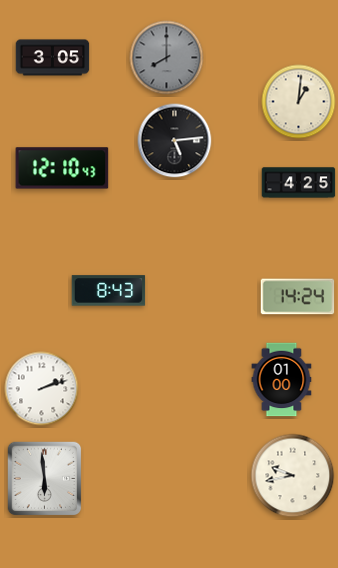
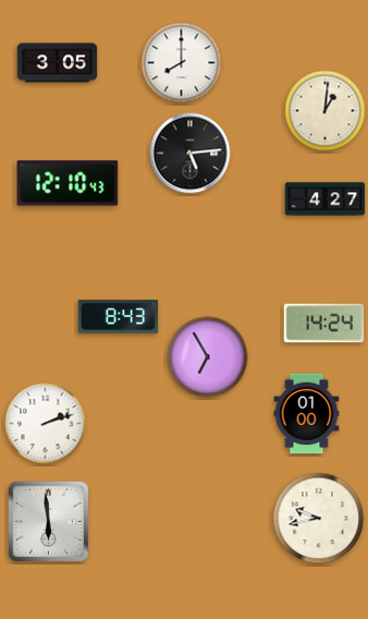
clock at (167, 58) dial: grey -> white
clock at (299, 183): 4:25 -> 4:27
clock at (208, 357): none -> 6:55
